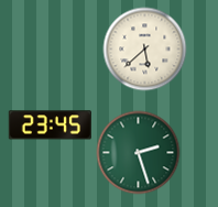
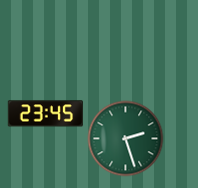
clock at (145, 50): 5:38 -> none
